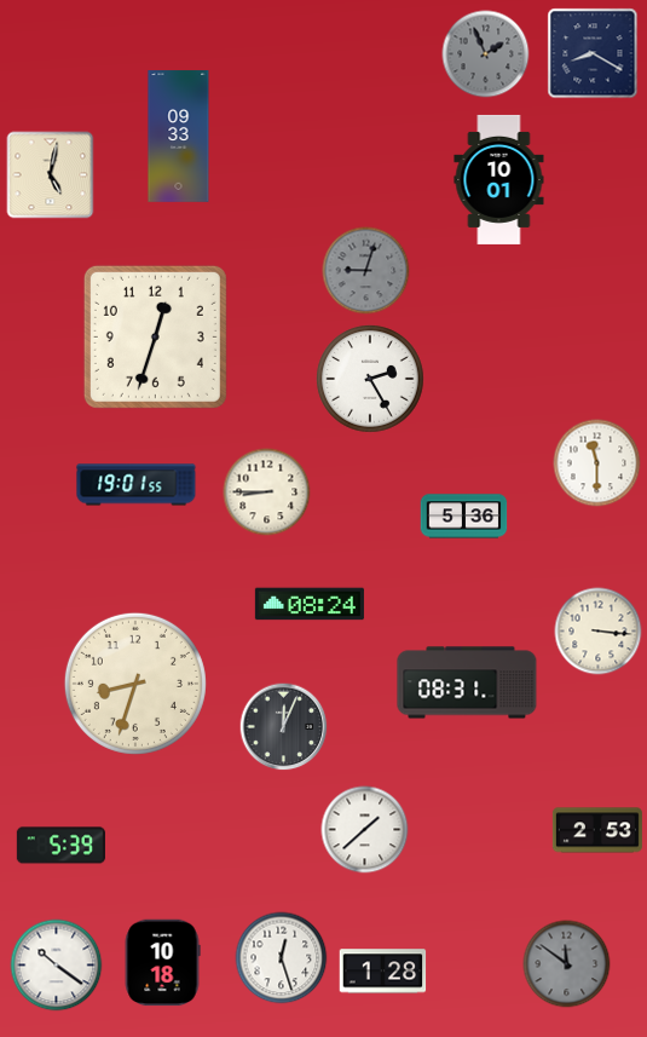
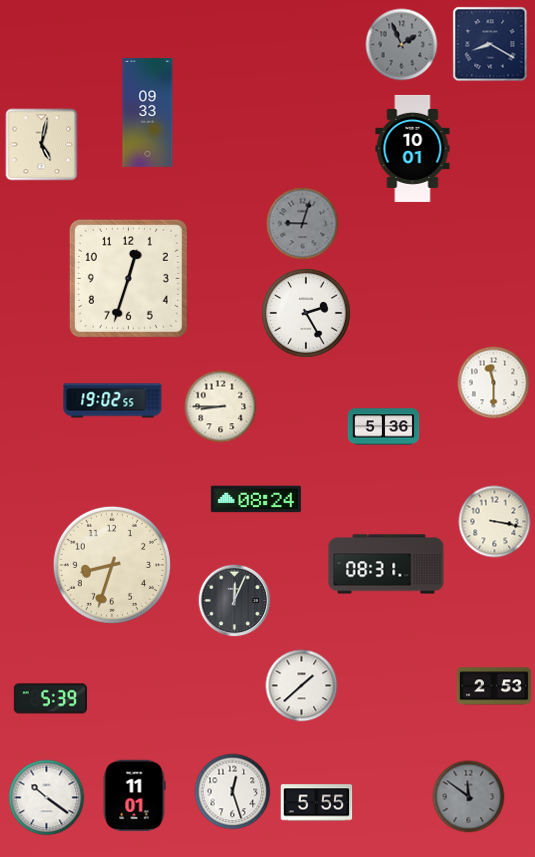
clock at (137, 485): 19:01 -> 19:02
clock at (599, 632): 3:16 -> 3:17
clock at (162, 963): 10:18 -> 11:01
clock at (383, 972): 1:28 -> 5:55
